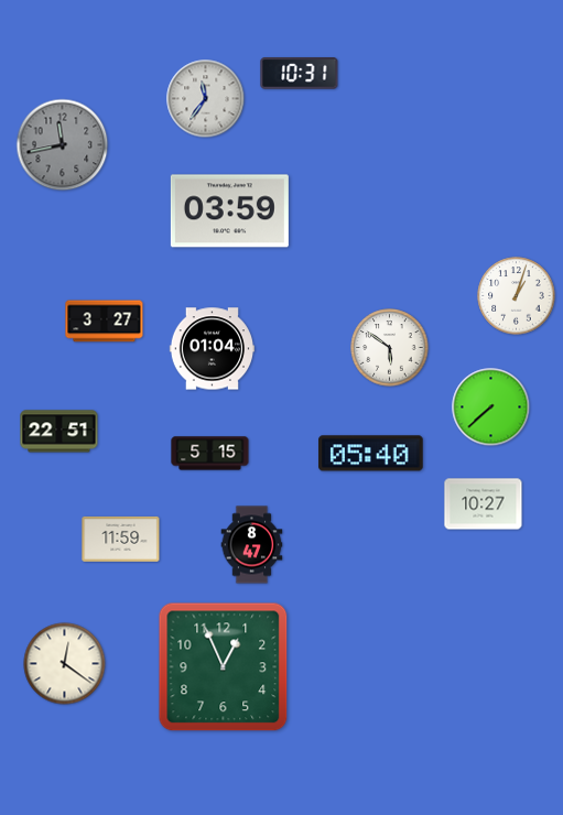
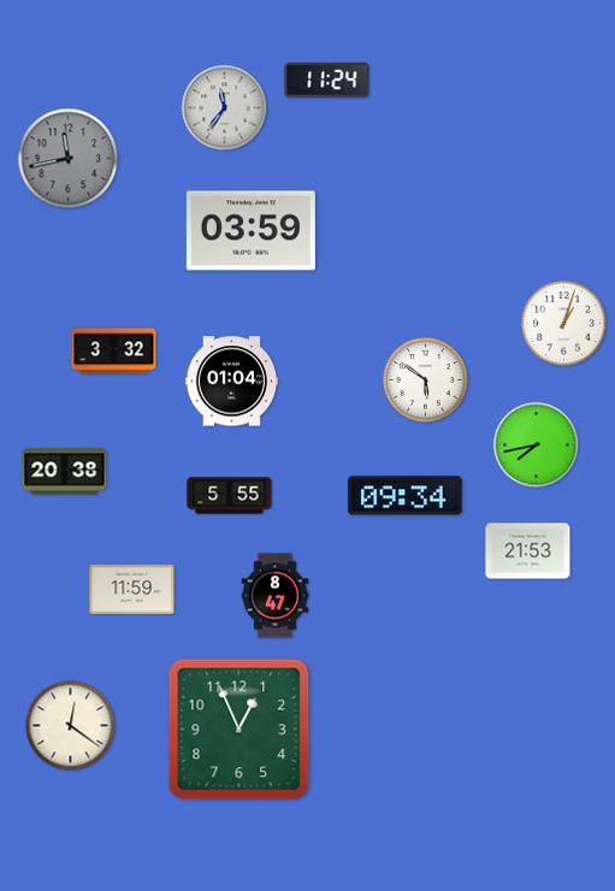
clock at (300, 74): 10:31 -> 11:24
clock at (105, 322): 3:27 -> 3:32
clock at (491, 407): 7:38 -> 7:43
clock at (59, 432): 22:51 -> 20:38
clock at (210, 454): 5:15 -> 5:55
clock at (371, 454): 05:40 -> 09:34
clock at (484, 504): 10:27 -> 21:53
clock at (224, 667) position: (224, 667) -> (240, 730)
